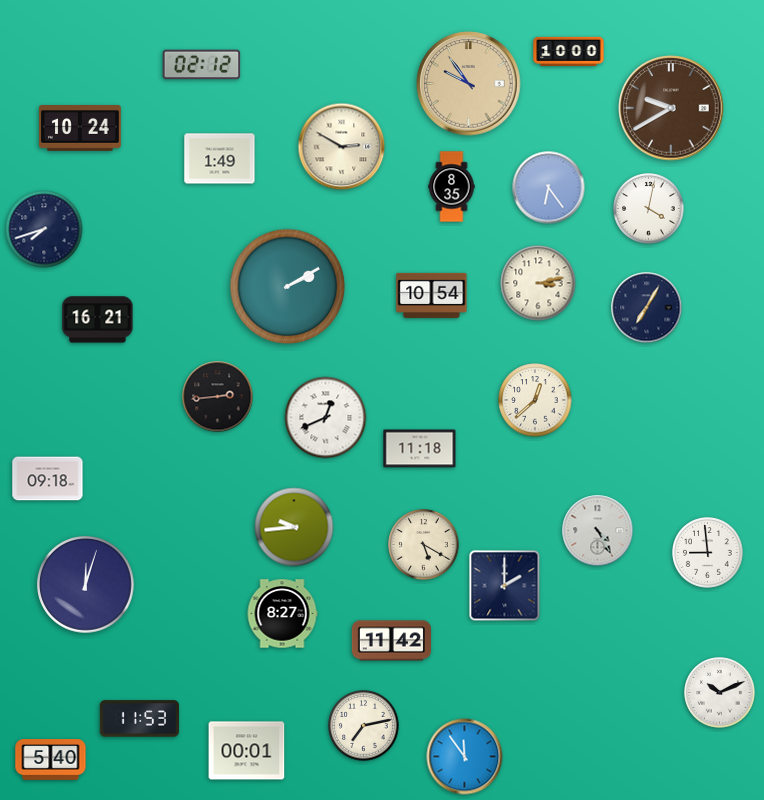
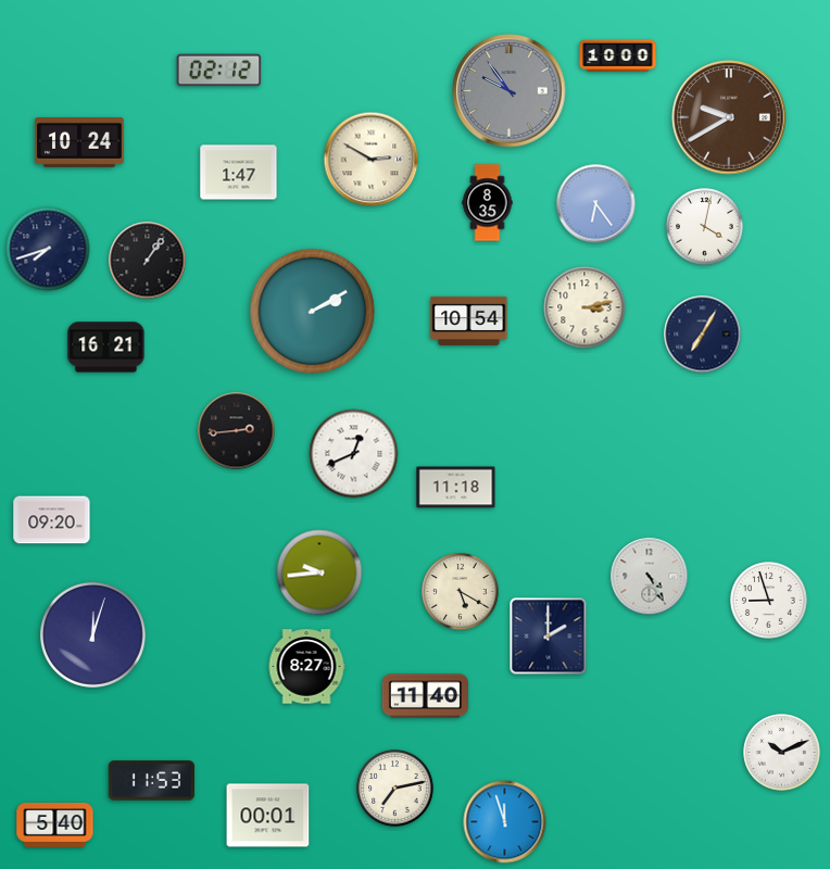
clock at (469, 84) dial: champagne -> grey
clock at (81, 129) position: (81, 129) -> (80, 143)
clock at (220, 159): 1:49 -> 1:47
clock at (452, 187) position: (452, 187) -> (488, 203)
clock at (148, 261): none -> 1:06
clock at (535, 400): 12:38 -> none
clock at (48, 479): 09:18 -> 09:20
clock at (708, 553): 8:59 -> 8:57
clock at (391, 641): 11:42 -> 11:40
clock at (465, 757): 11:54 -> 11:57
